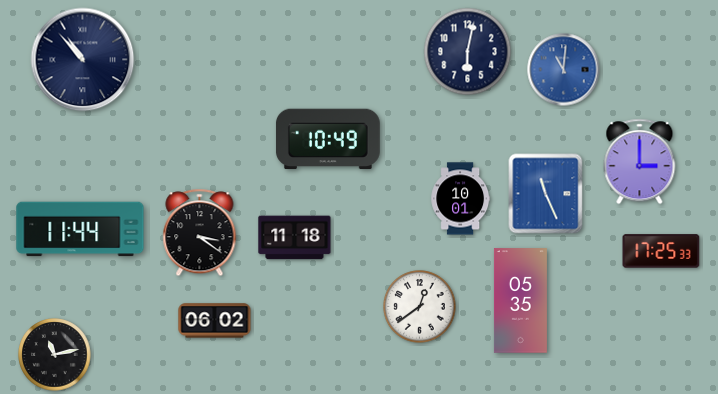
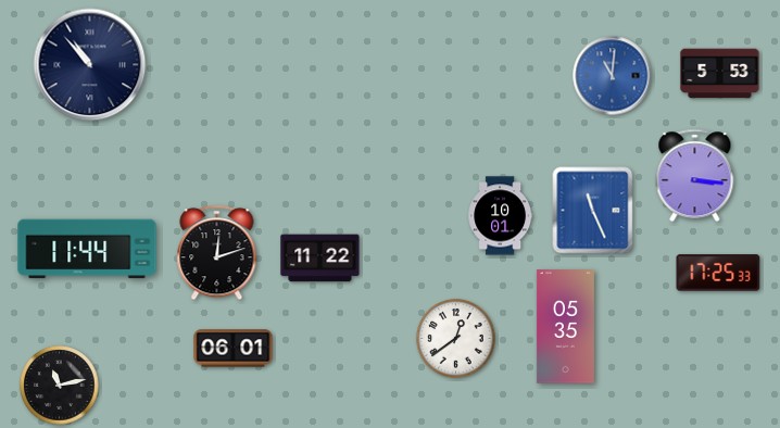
clock at (468, 52): 6:02 -> none
clock at (720, 74): none -> 5:53
clock at (328, 139): 10:49 -> none
clock at (640, 162): 3:00 -> 3:16
clock at (200, 233): 3:21 -> 12:12
clock at (295, 238): 11:18 -> 11:22
clock at (420, 307) position: (420, 307) -> (456, 339)
clock at (215, 321): 06:02 -> 06:01
